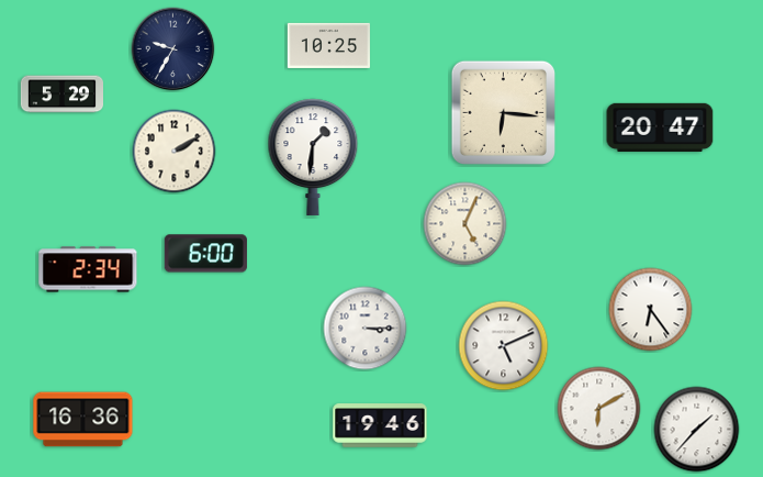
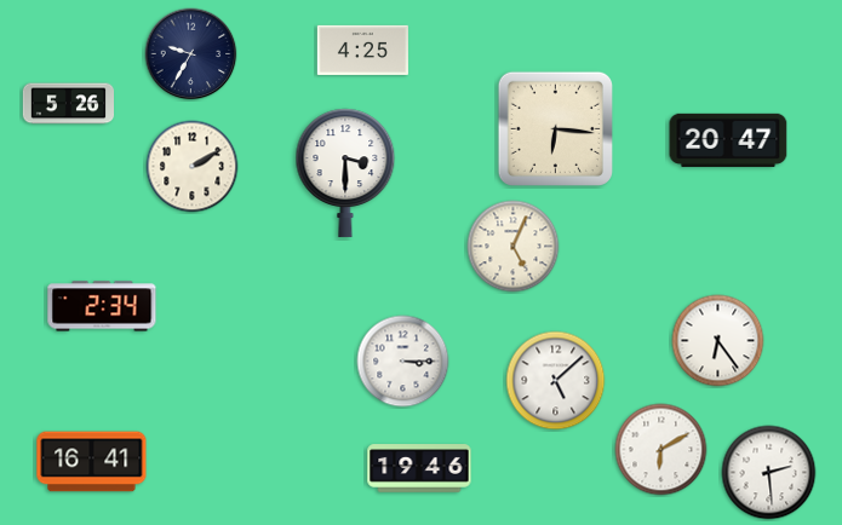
clock at (328, 45): 10:25 -> 4:25
clock at (61, 95): 5:29 -> 5:26
clock at (503, 112) position: (503, 112) -> (555, 128)
clock at (313, 157): 1:31 -> 3:30
clock at (205, 254): 6:00 -> none
clock at (88, 269) position: (88, 269) -> (102, 306)
clock at (504, 346): 5:11 -> 5:08
clock at (83, 420): 16:36 -> 16:41
clock at (697, 430): 1:37 -> 2:29
